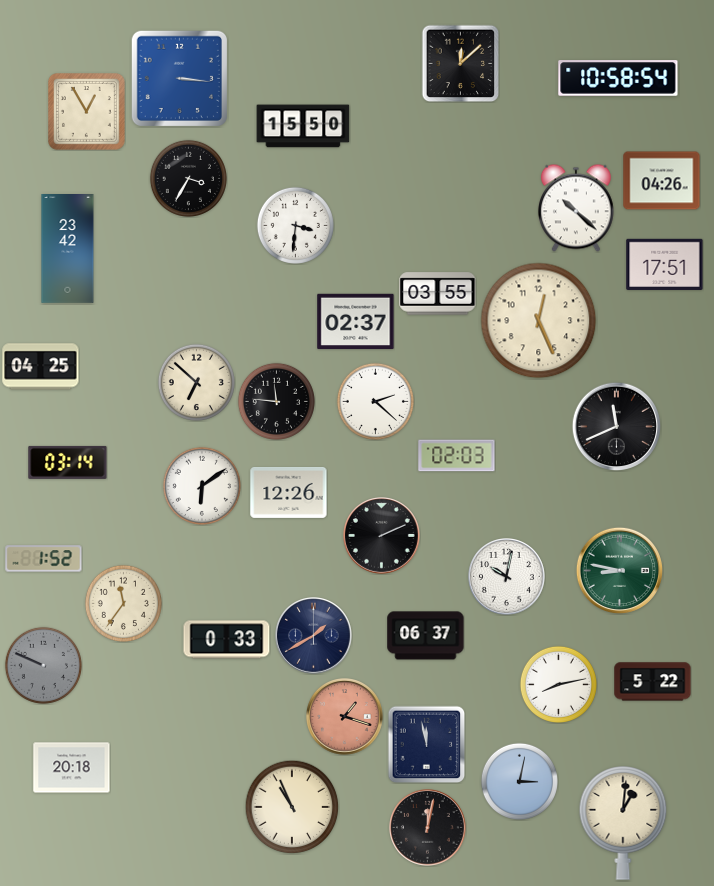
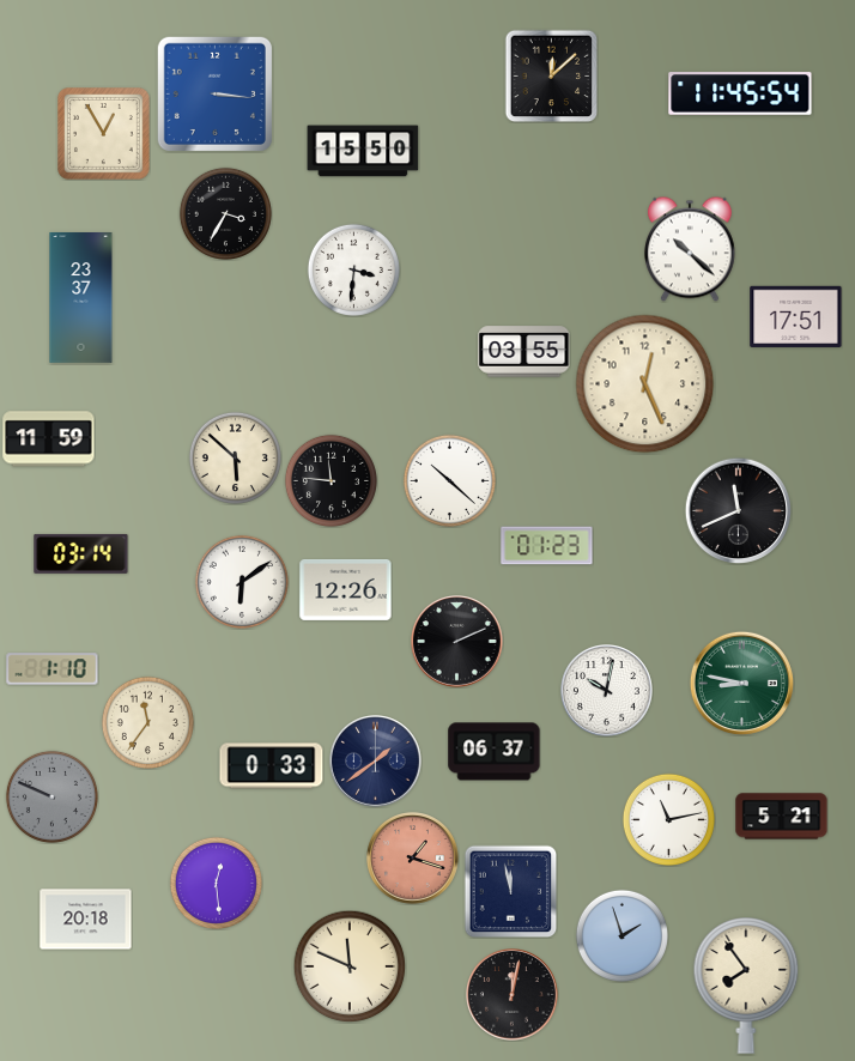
clock at (618, 78): 10:58 -> 11:45
clock at (662, 181): 04:26 -> none
clock at (68, 249): 23:42 -> 23:37
clock at (356, 322): 02:37 -> none
clock at (41, 367): 04:25 -> 11:59
clock at (196, 382): 6:52 -> 5:52
clock at (375, 401): 2:22 -> 10:22
clock at (457, 456): 02:03 -> 01:23
clock at (44, 559): 1:52 -> 1:10
clock at (314, 636): 1:40 -> 1:39
clock at (426, 636) position: (426, 636) -> (495, 752)
clock at (653, 682): 5:22 -> 5:21
clock at (558, 684): 8:13 -> 11:13
clock at (216, 883): none -> 12:29
clock at (519, 781): 3:02 -> 1:57
clock at (292, 807): 10:56 -> 11:49
clock at (623, 824): 1:01 -> 7:54
clock at (428, 828) position: (428, 828) -> (513, 995)
